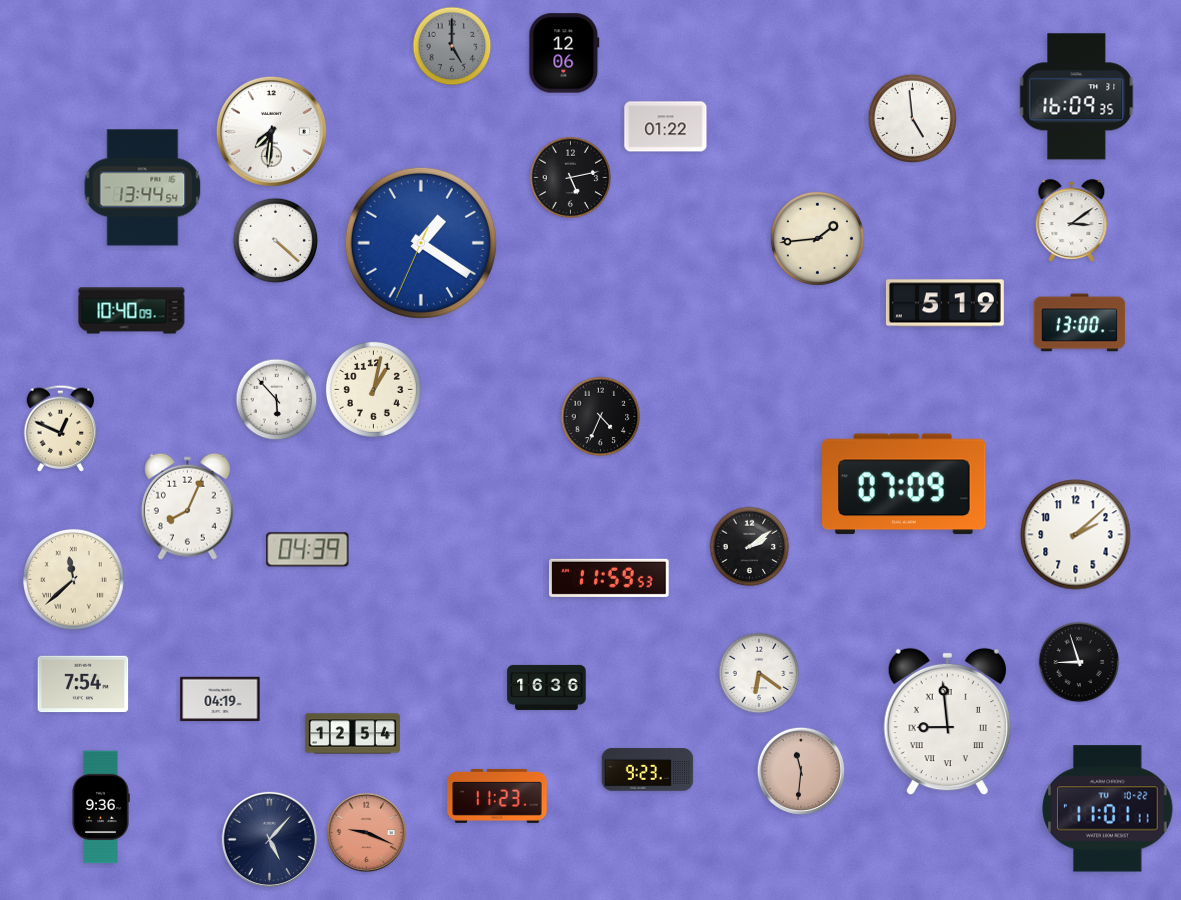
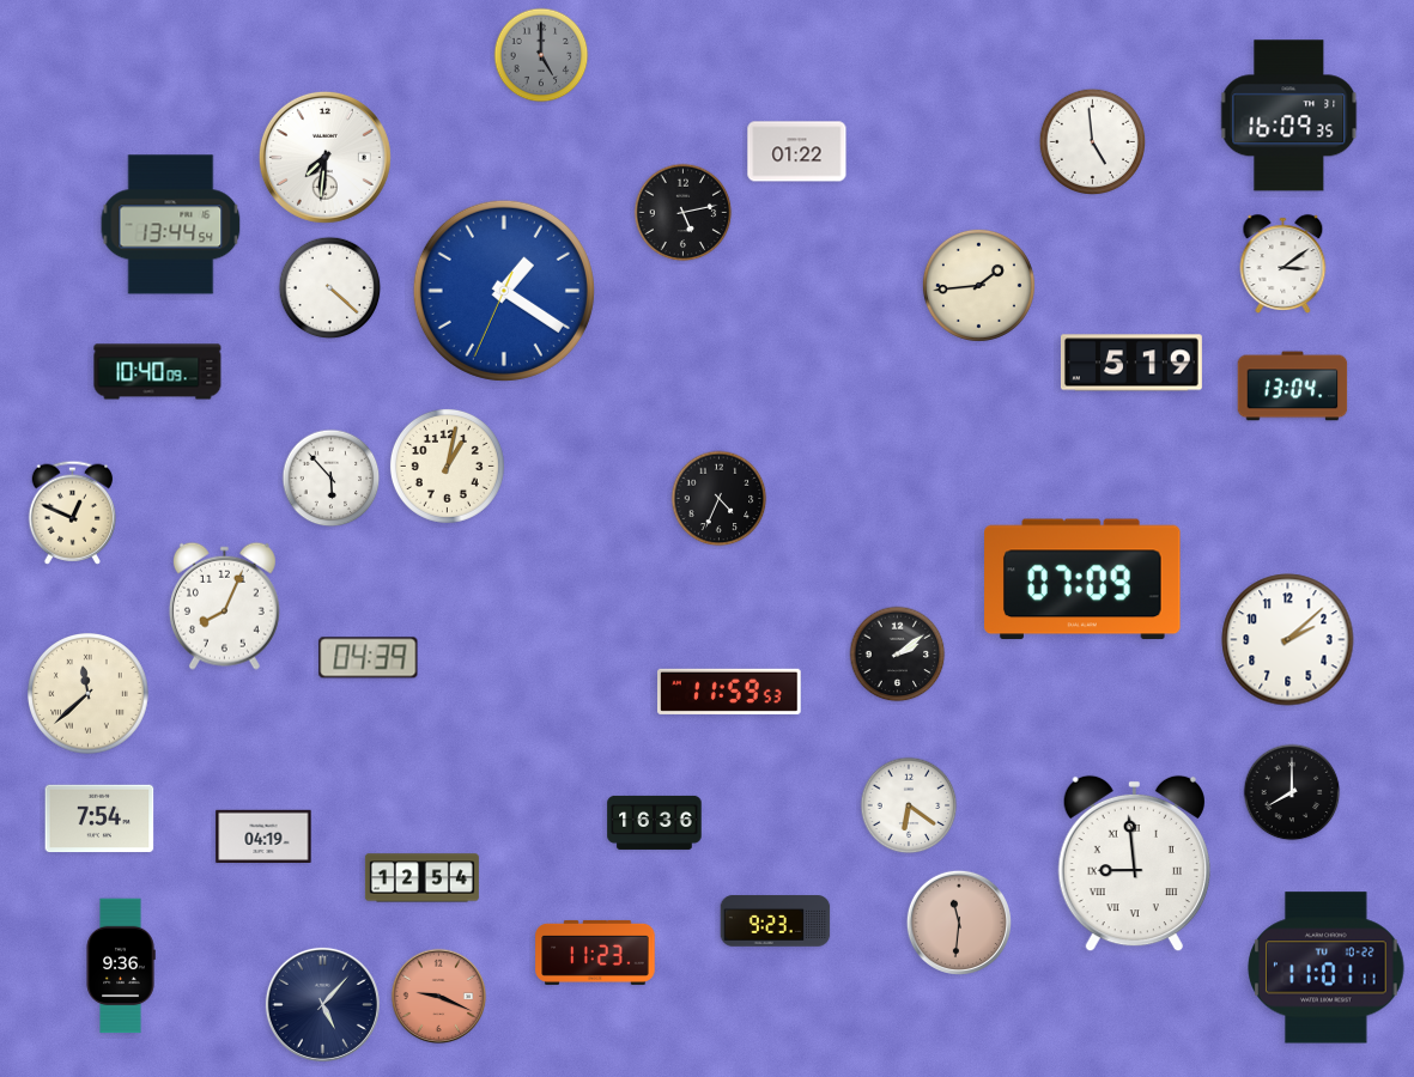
clock at (564, 53): 12:06 -> none
clock at (1080, 323): 13:00 -> 13:04
clock at (1079, 662): 8:57 -> 8:00
